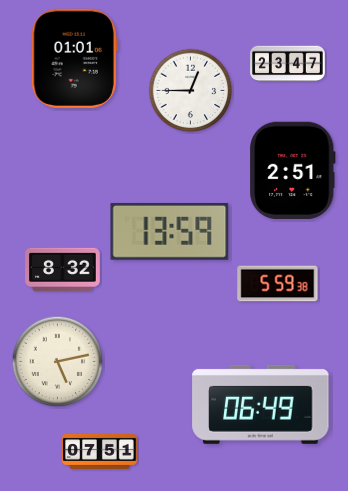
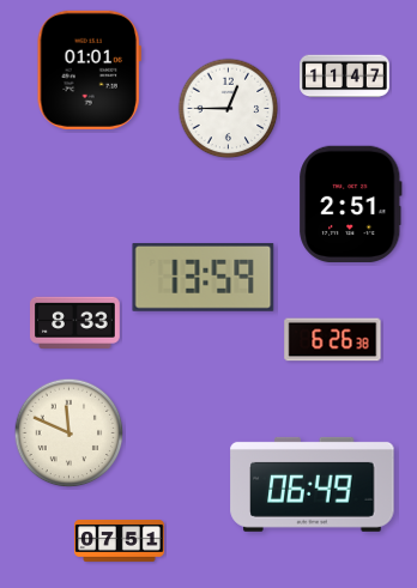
clock at (288, 64): 23:47 -> 11:47
clock at (63, 269): 8:32 -> 8:33
clock at (278, 284): 5:59 -> 6:26
clock at (58, 362): 5:13 -> 11:49
